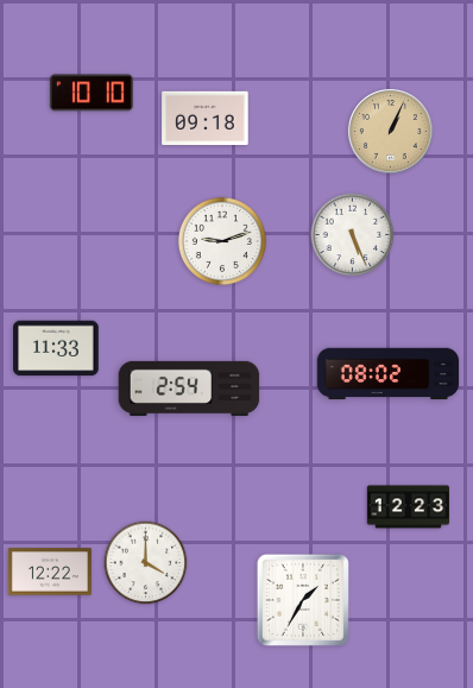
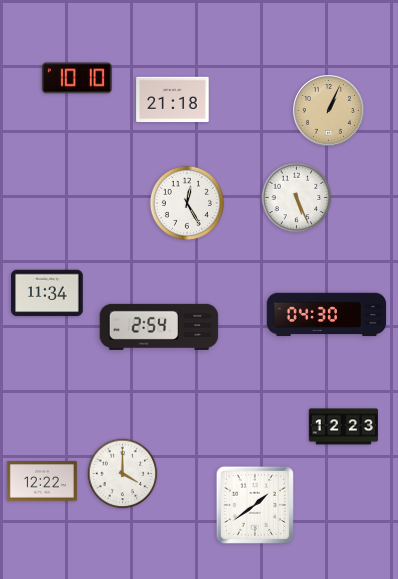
clock at (206, 118): 09:18 -> 21:18
clock at (222, 241): 9:12 -> 12:25
clock at (56, 348): 11:33 -> 11:34
clock at (389, 374): 08:02 -> 04:30
clock at (303, 600): 1:35 -> 1:39
